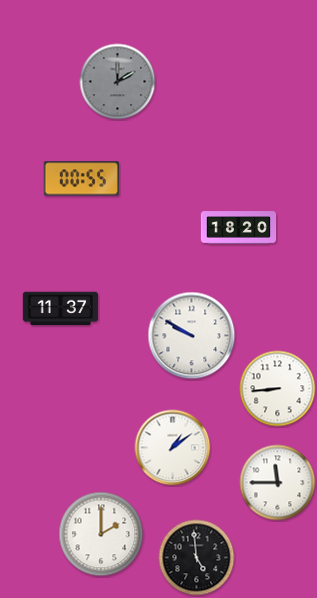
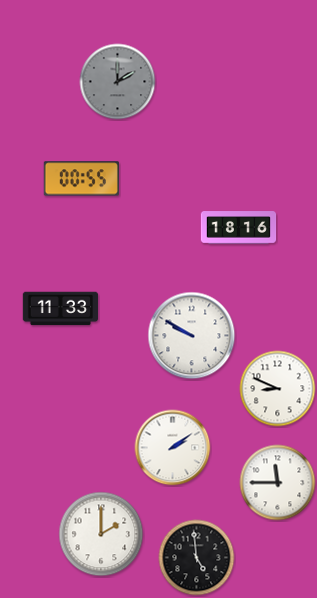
clock at (239, 228): 18:20 -> 18:16
clock at (61, 309): 11:37 -> 11:33
clock at (278, 389): 8:44 -> 8:49
clock at (173, 448): 1:09 -> 2:09
